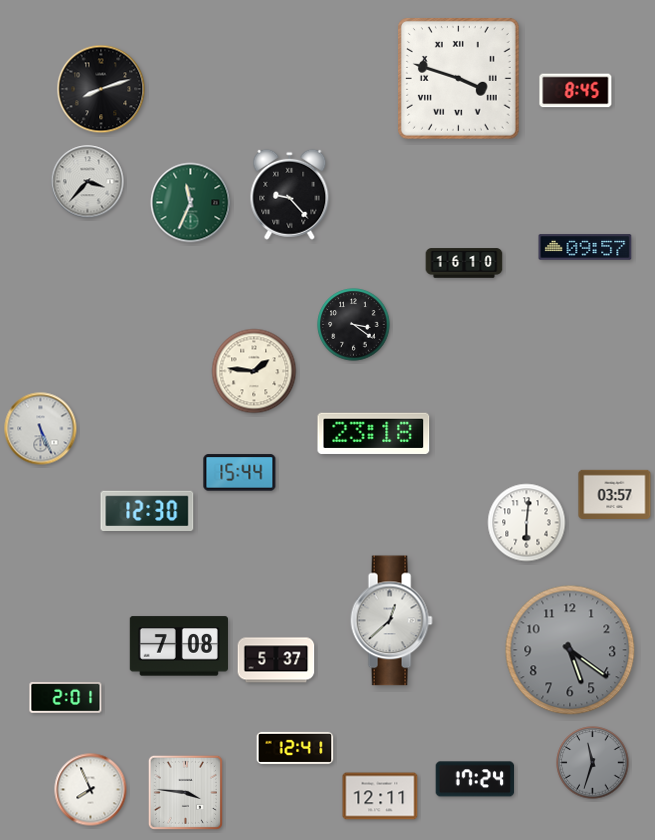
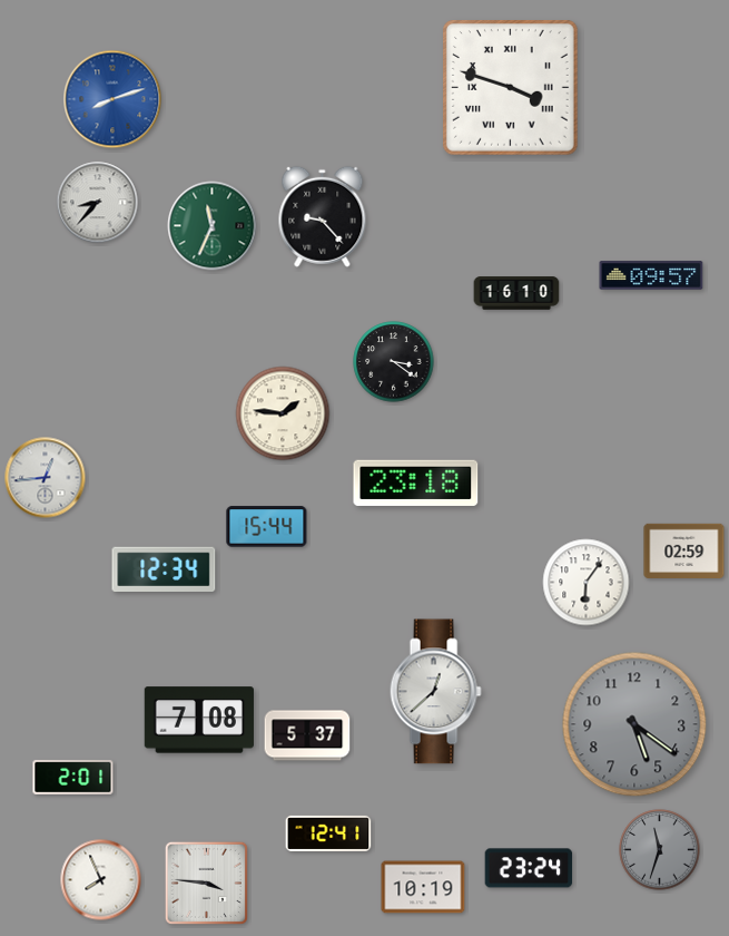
clock at (101, 89) dial: black -> blue
clock at (576, 91): 8:45 -> none
clock at (88, 182): 3:37 -> 8:37
clock at (41, 429): 5:26 -> 12:44
clock at (615, 494): 03:57 -> 02:59
clock at (147, 511): 12:30 -> 12:34
clock at (527, 523): 6:01 -> 6:06
clock at (475, 779): 17:24 -> 23:24
clock at (380, 796): 12:11 -> 10:19
